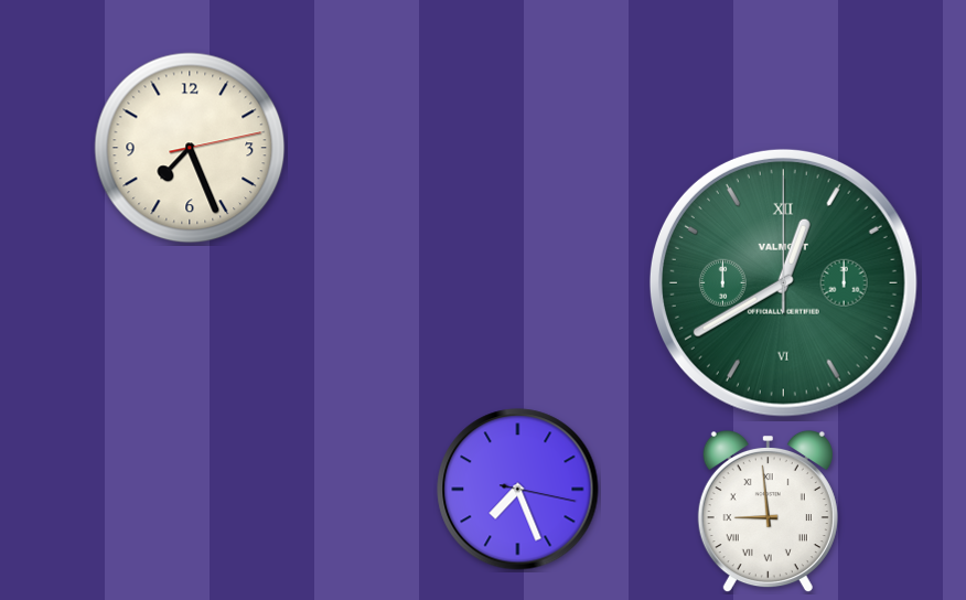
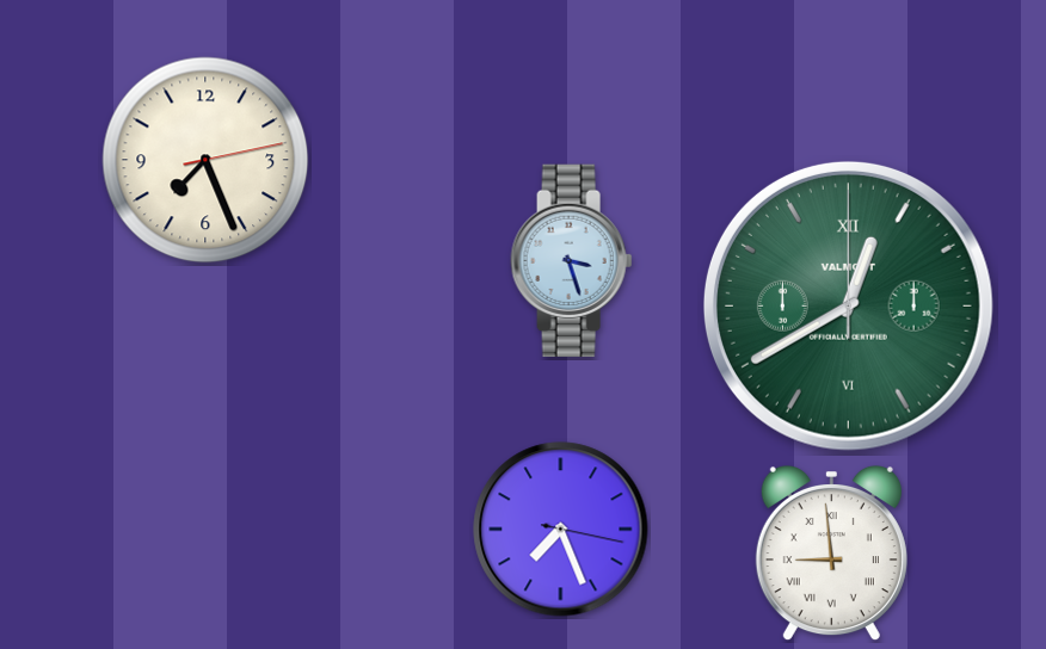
clock at (572, 261): none -> 3:27
